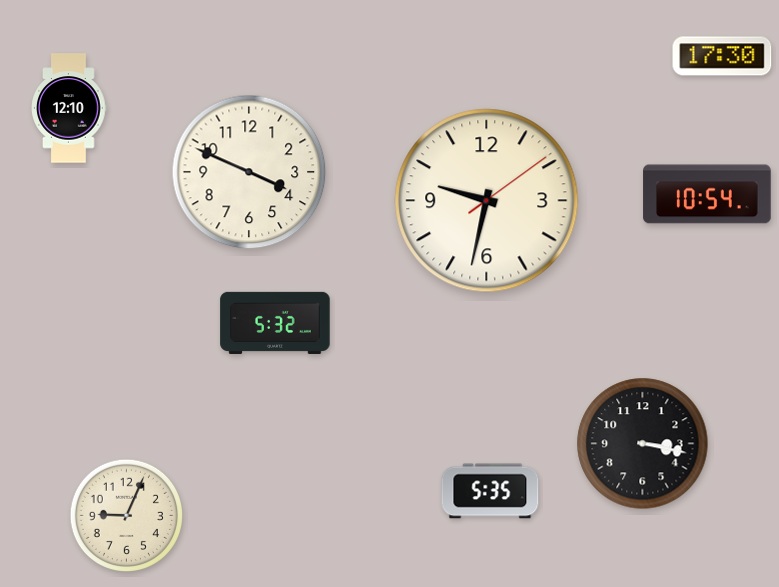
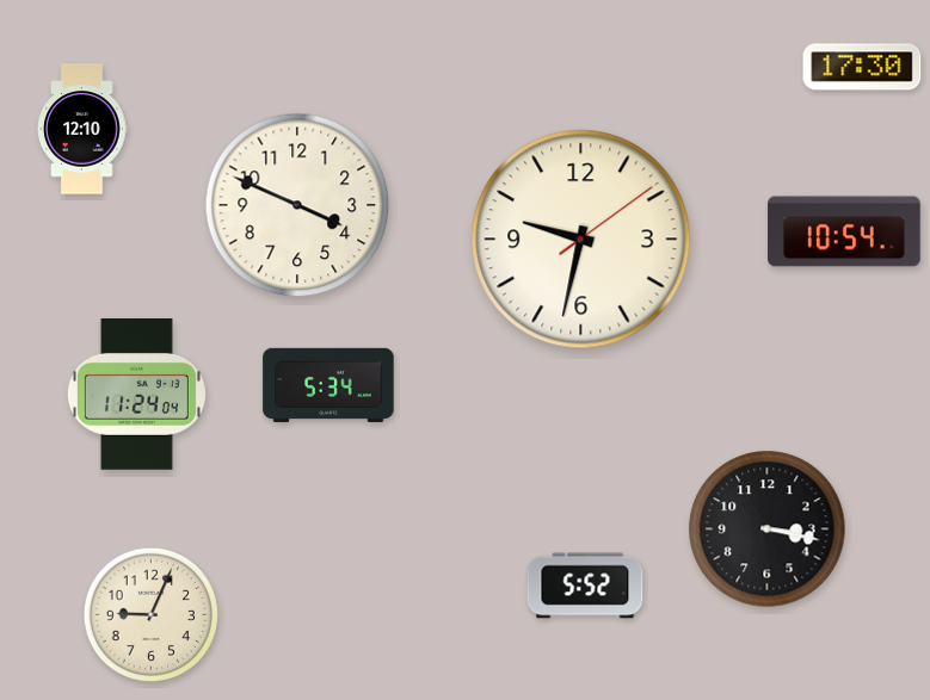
clock at (275, 323): 5:32 -> 5:34
clock at (136, 395): none -> 11:24
clock at (490, 491): 5:35 -> 5:52
